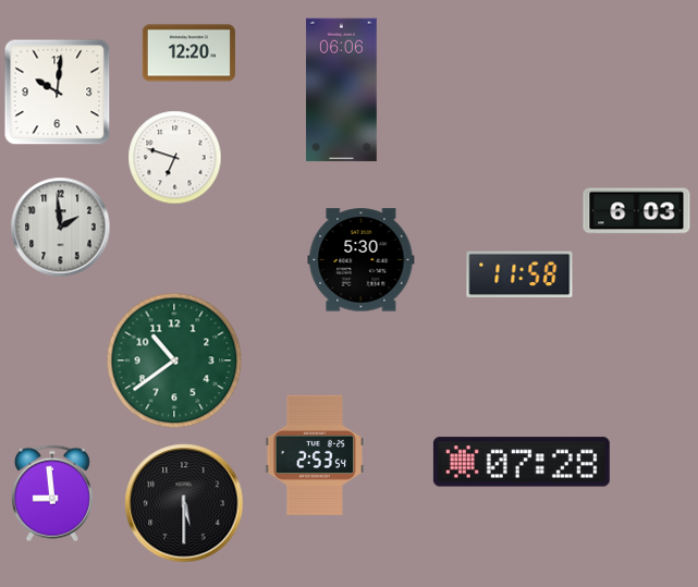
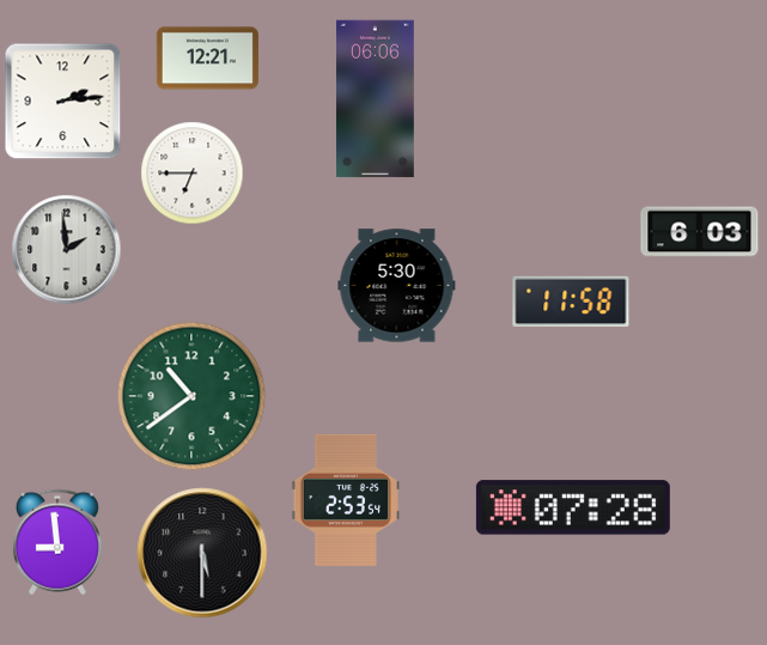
clock at (188, 53): 12:20 -> 12:21
clock at (58, 93): 10:01 -> 2:14
clock at (175, 158): 6:48 -> 6:45
